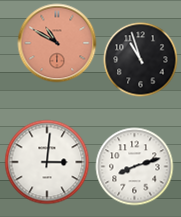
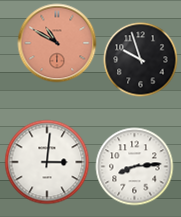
clock at (141, 60): 10:57 -> 9:57
clock at (135, 167): 8:12 -> 8:14
